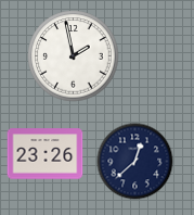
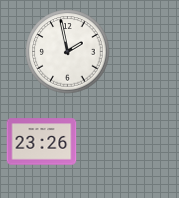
clock at (135, 162): 12:38 -> none
